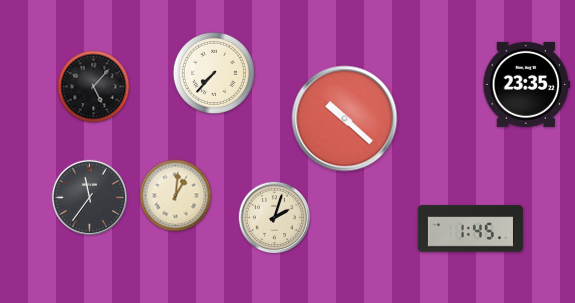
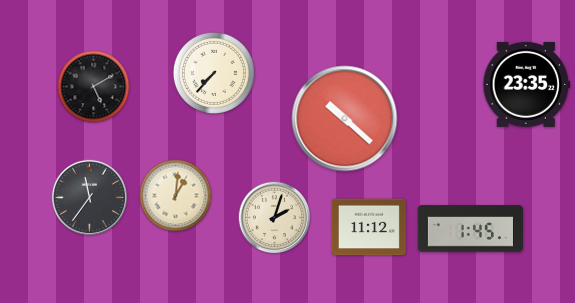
clock at (94, 87): 5:07 -> 5:10
clock at (369, 227): none -> 11:12
